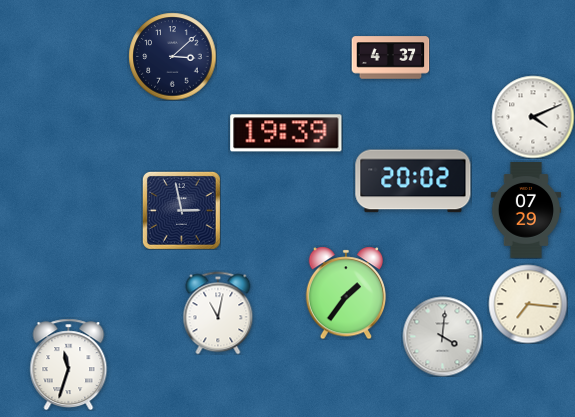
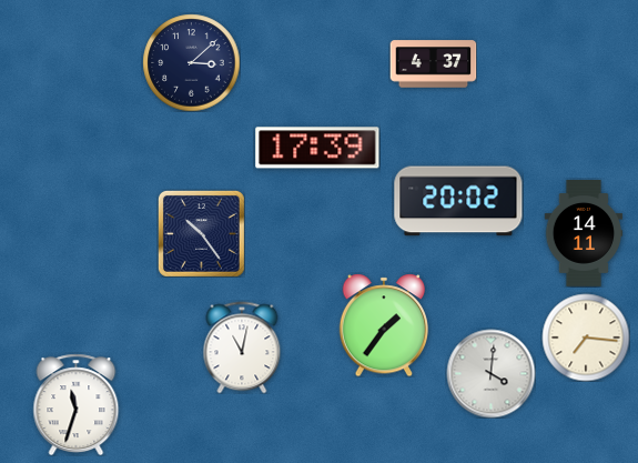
clock at (533, 117): 4:11 -> none
clock at (286, 133): 19:39 -> 17:39
clock at (181, 210): 2:58 -> 10:24
clock at (526, 211): 07:29 -> 14:11
